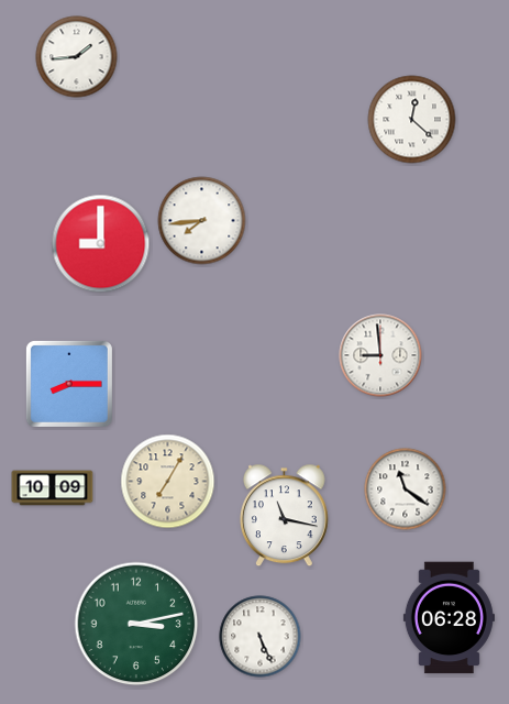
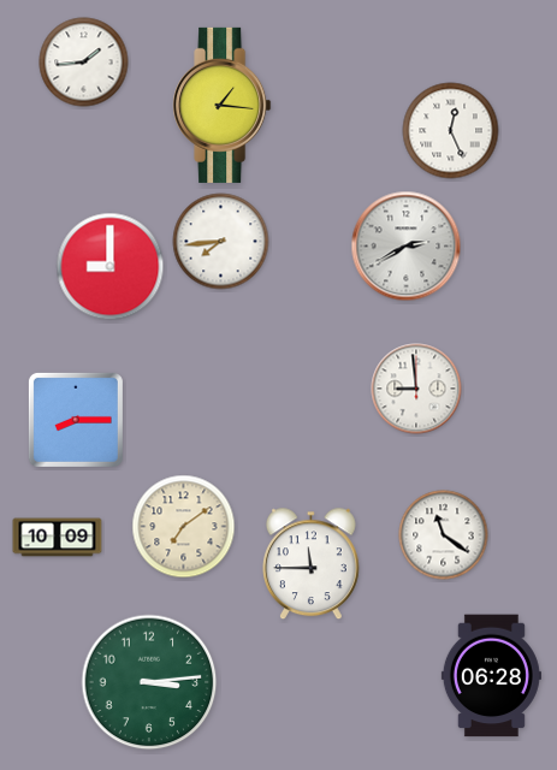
clock at (223, 105): none -> 1:16
clock at (412, 120): 12:22 -> 12:26
clock at (407, 247): none -> 2:40
clock at (168, 482): 7:05 -> 7:09
clock at (53, 488) position: (53, 488) -> (58, 538)
clock at (284, 516): 11:17 -> 11:45
clock at (136, 624): 3:13 -> 3:14
clock at (261, 637): 5:26 -> none
